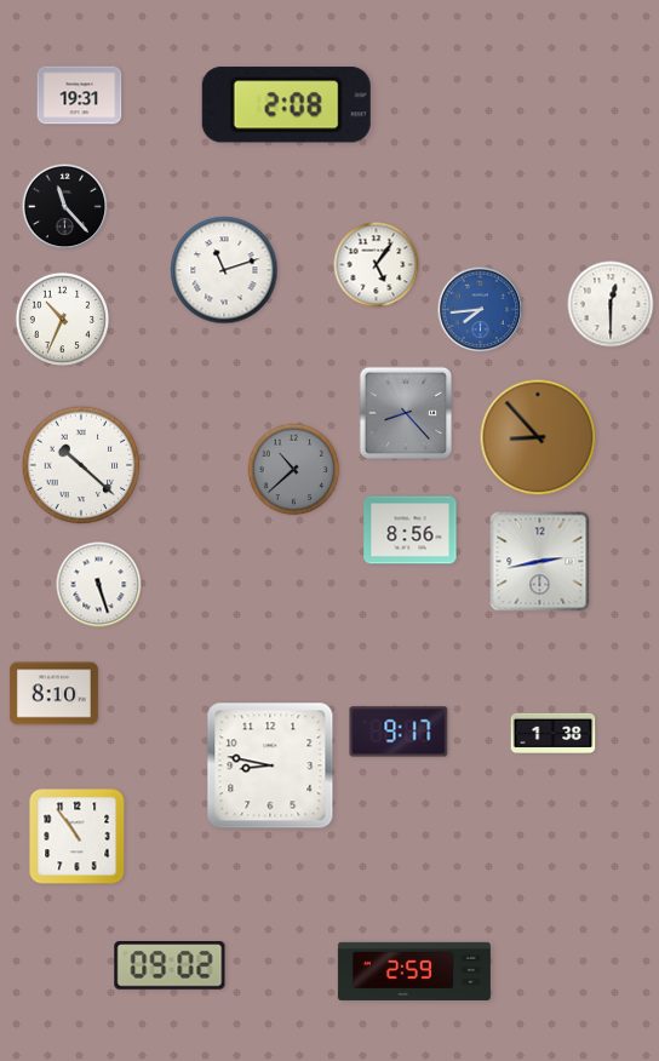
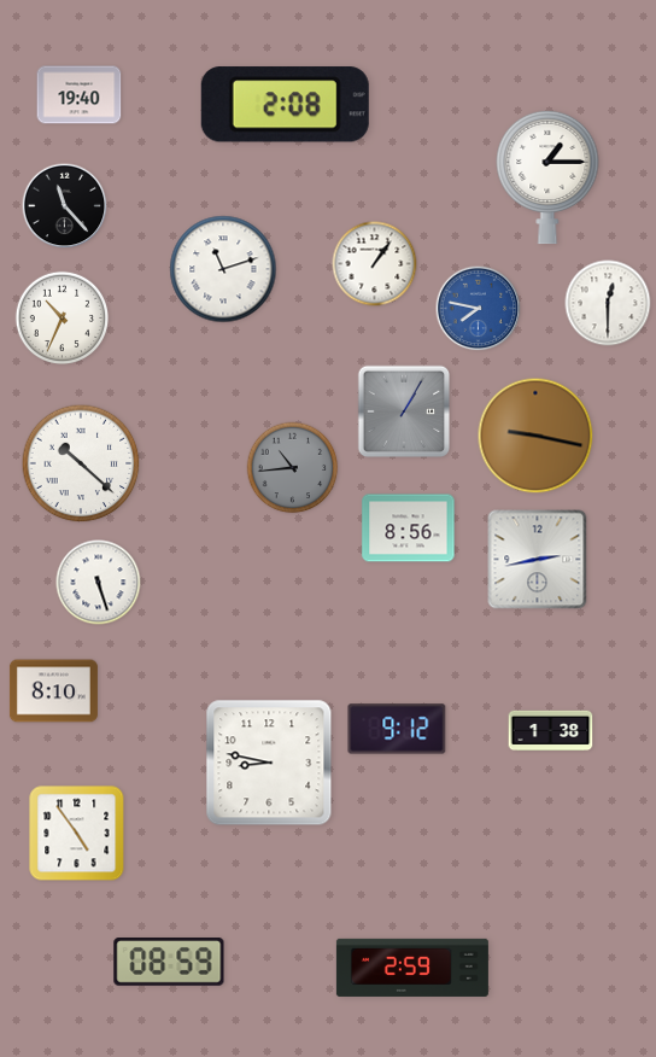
clock at (80, 96): 19:31 -> 19:40
clock at (547, 177): none -> 1:15
clock at (377, 265): 5:06 -> 1:06
clock at (481, 310): 7:44 -> 7:47
clock at (406, 413): 8:23 -> 1:05
clock at (538, 437): 8:53 -> 9:17
clock at (294, 470): 10:38 -> 10:44
clock at (399, 732): 9:17 -> 9:12
clock at (78, 837): 10:54 -> 4:54
clock at (170, 965): 09:02 -> 08:59
